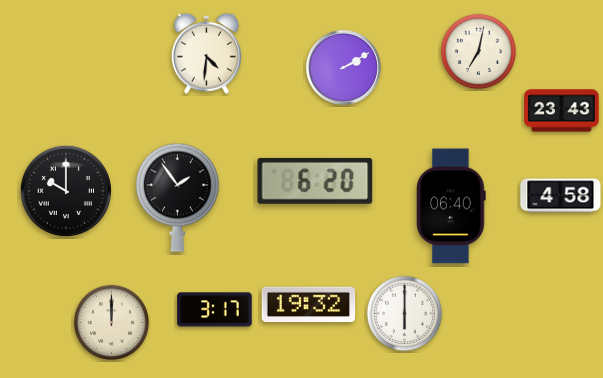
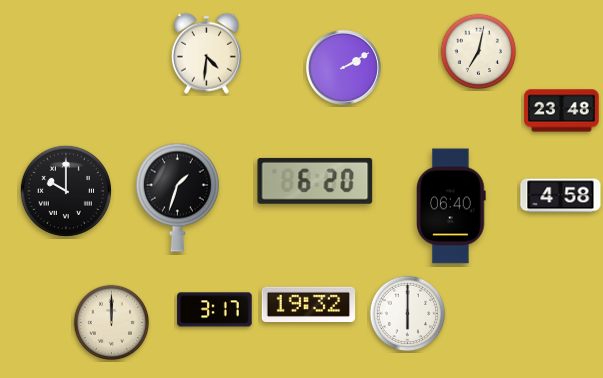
clock at (562, 111): 23:43 -> 23:48
clock at (177, 197): 1:54 -> 1:33
clock at (405, 314) position: (405, 314) -> (408, 314)
